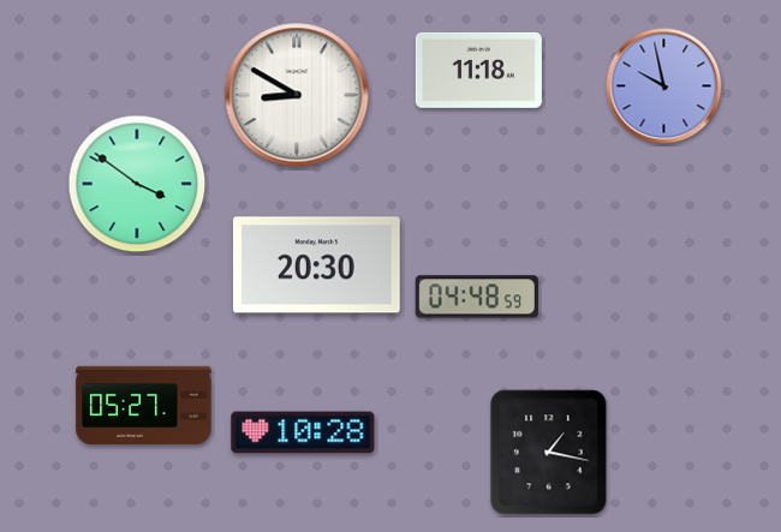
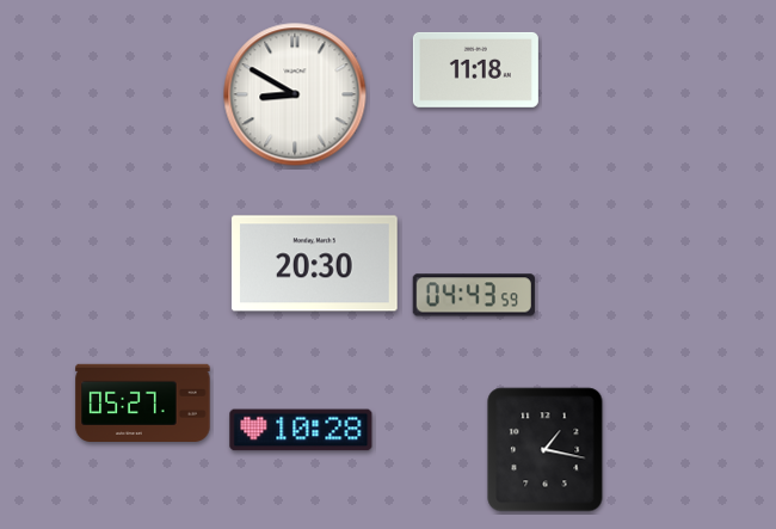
clock at (664, 86): 9:58 -> none
clock at (137, 184): 3:51 -> none
clock at (477, 297): 04:48 -> 04:43
